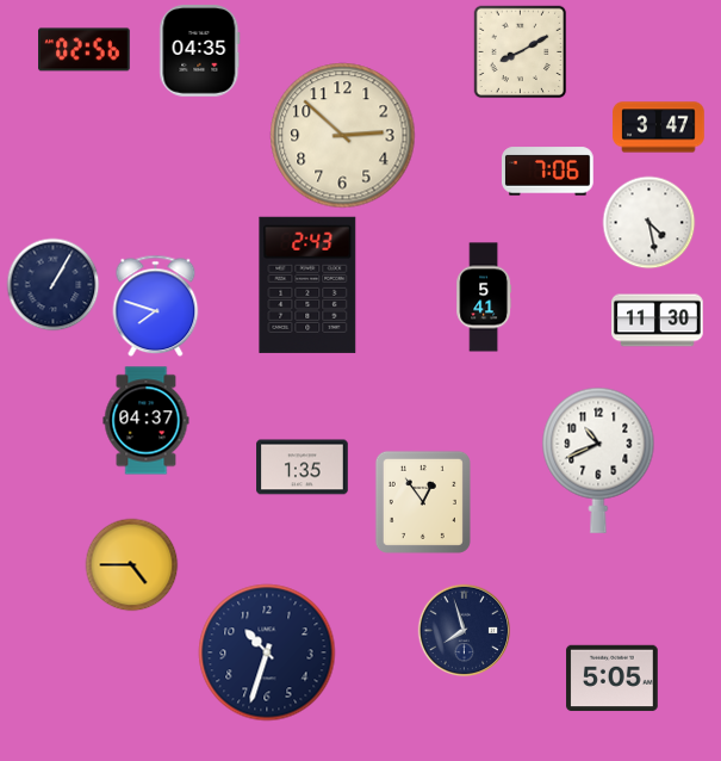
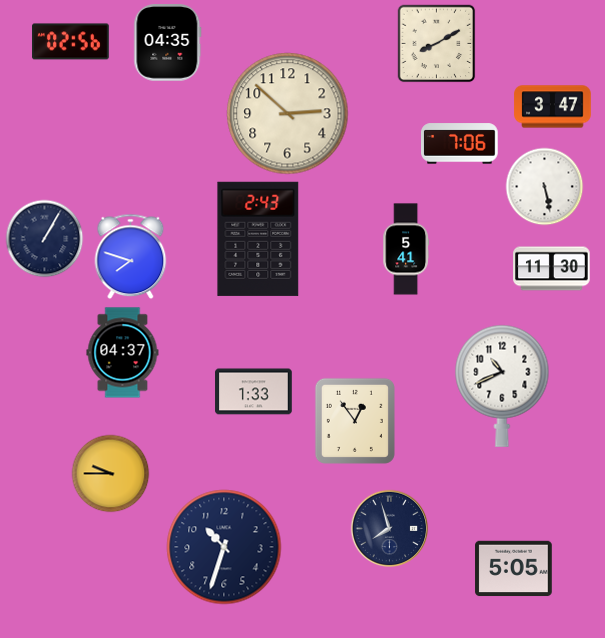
clock at (648, 222): 4:28 -> 5:28
clock at (303, 468): 1:35 -> 1:33
clock at (131, 564): 4:45 -> 9:45
